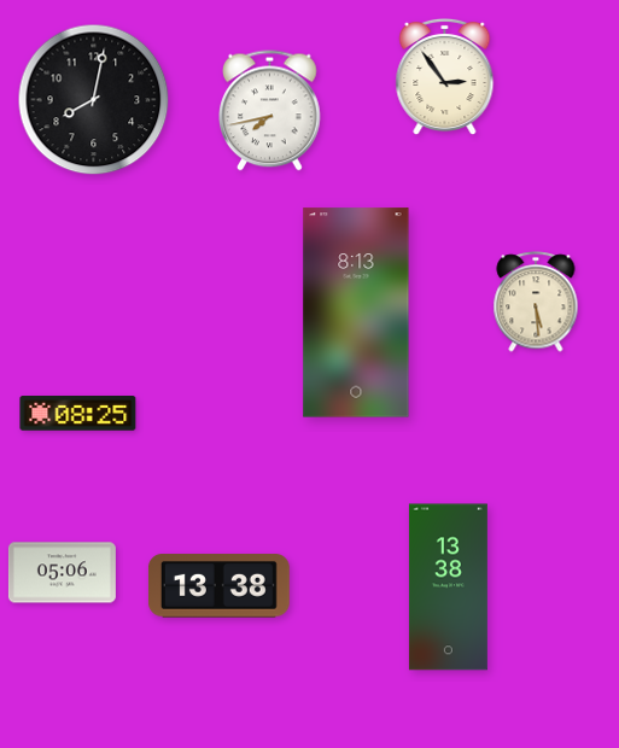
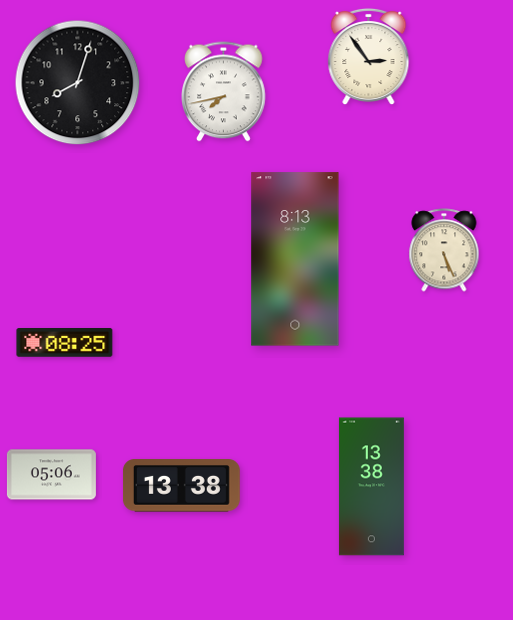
clock at (445, 77) position: (445, 77) -> (369, 57)
clock at (94, 100): 8:02 -> 8:03
clock at (536, 302): 5:29 -> 5:26
